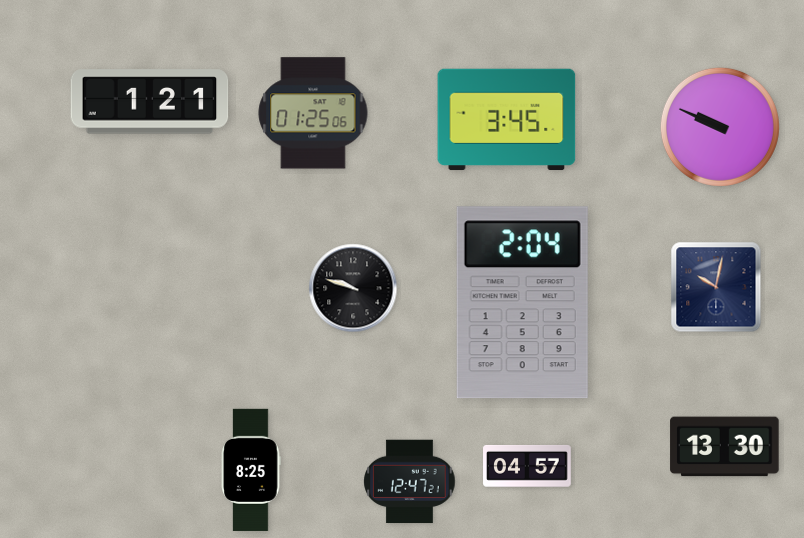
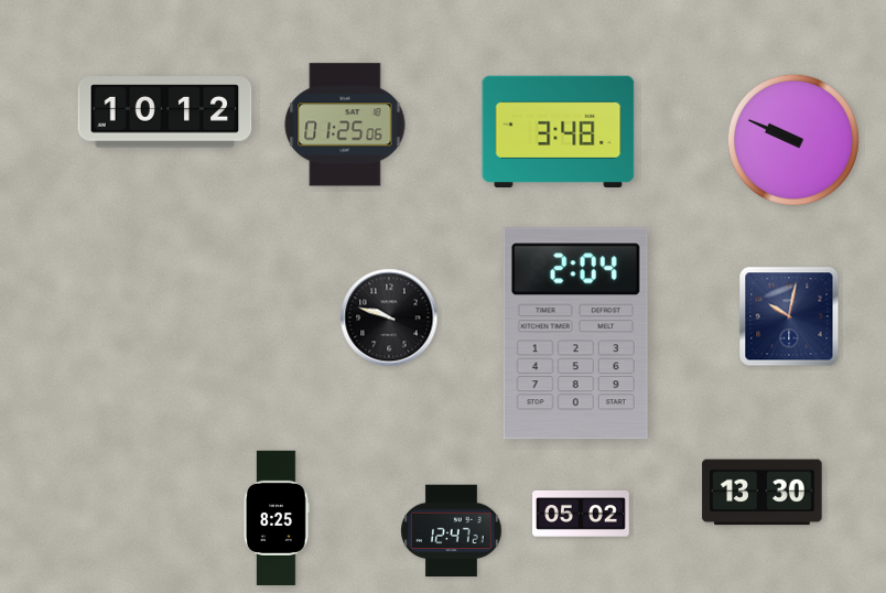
clock at (150, 102): 1:21 -> 10:12
clock at (507, 120): 3:45 -> 3:48
clock at (725, 447) position: (725, 447) -> (763, 493)
clock at (527, 466): 04:57 -> 05:02
